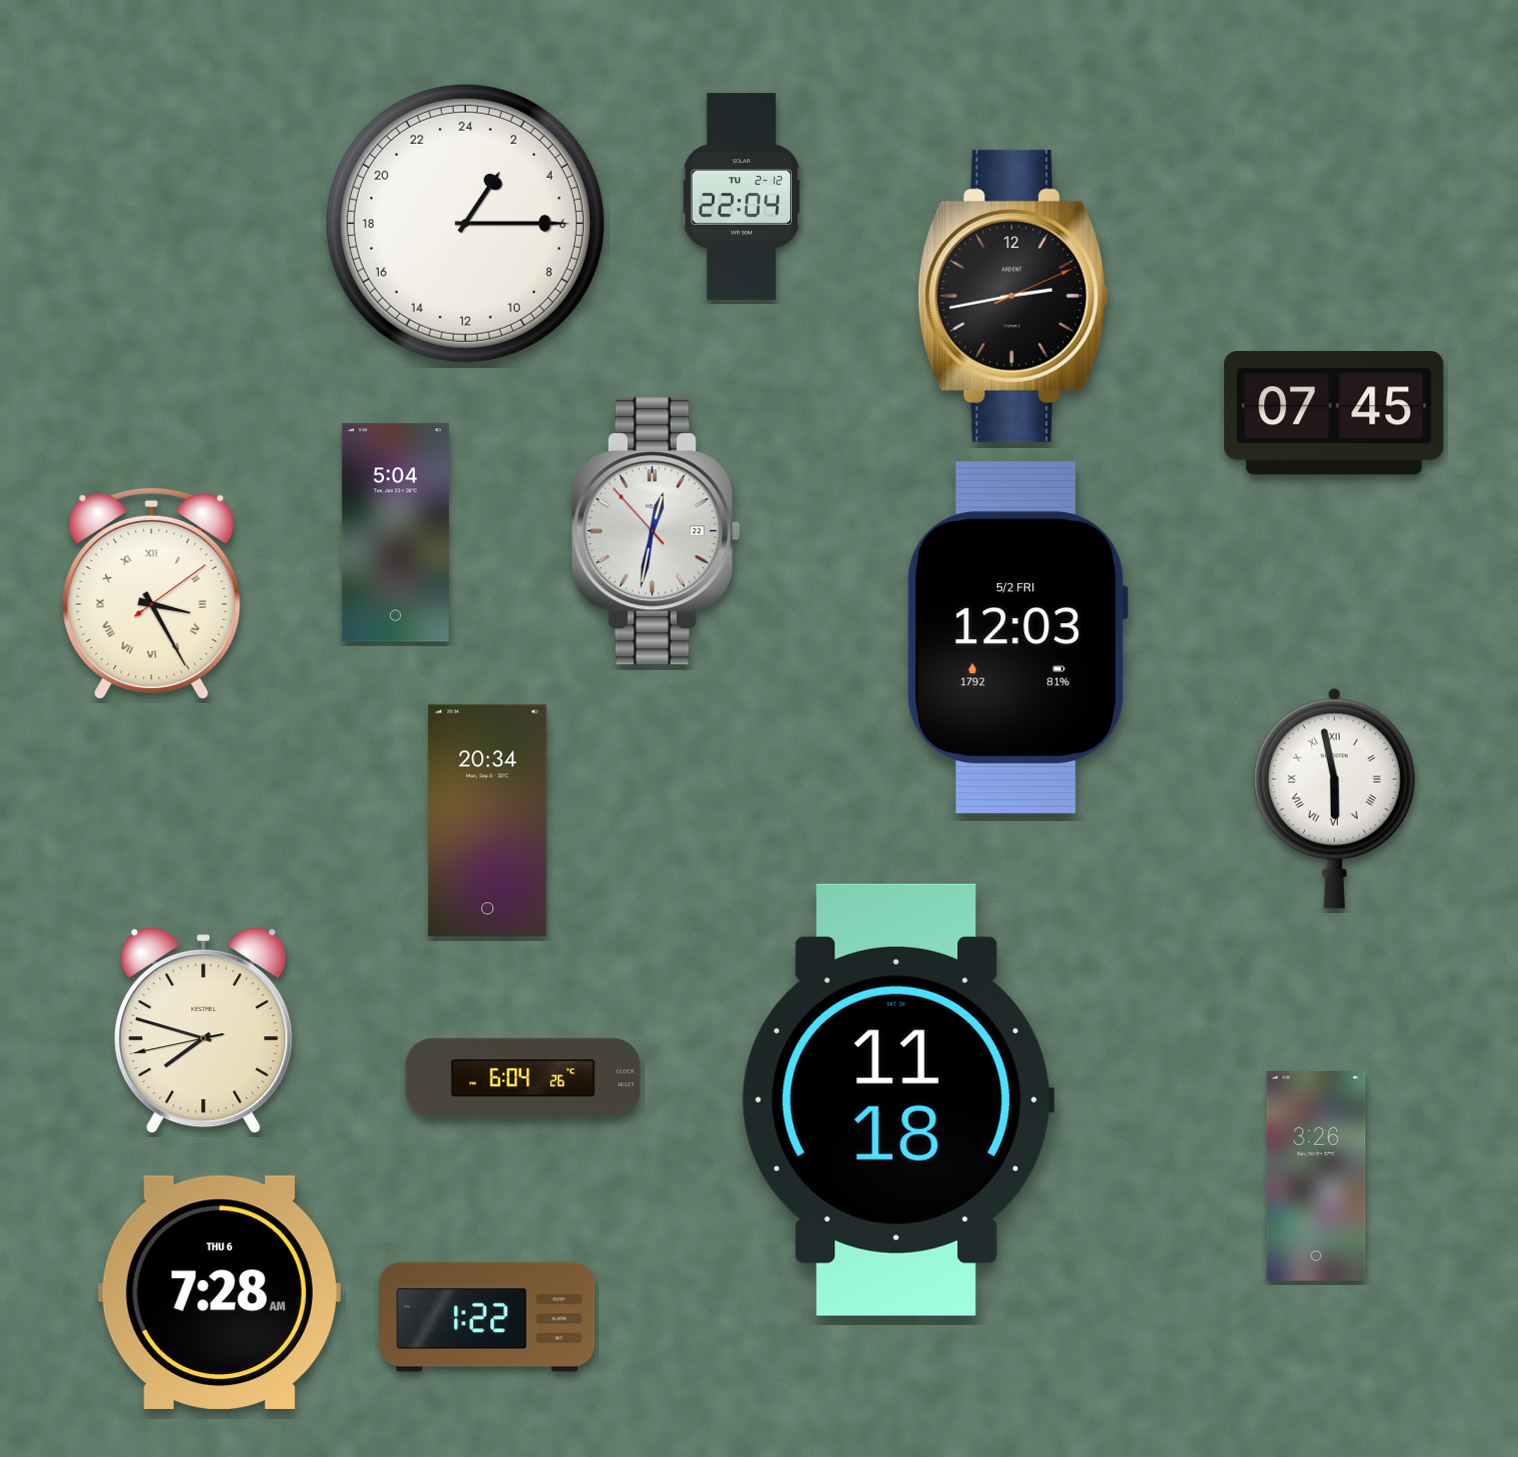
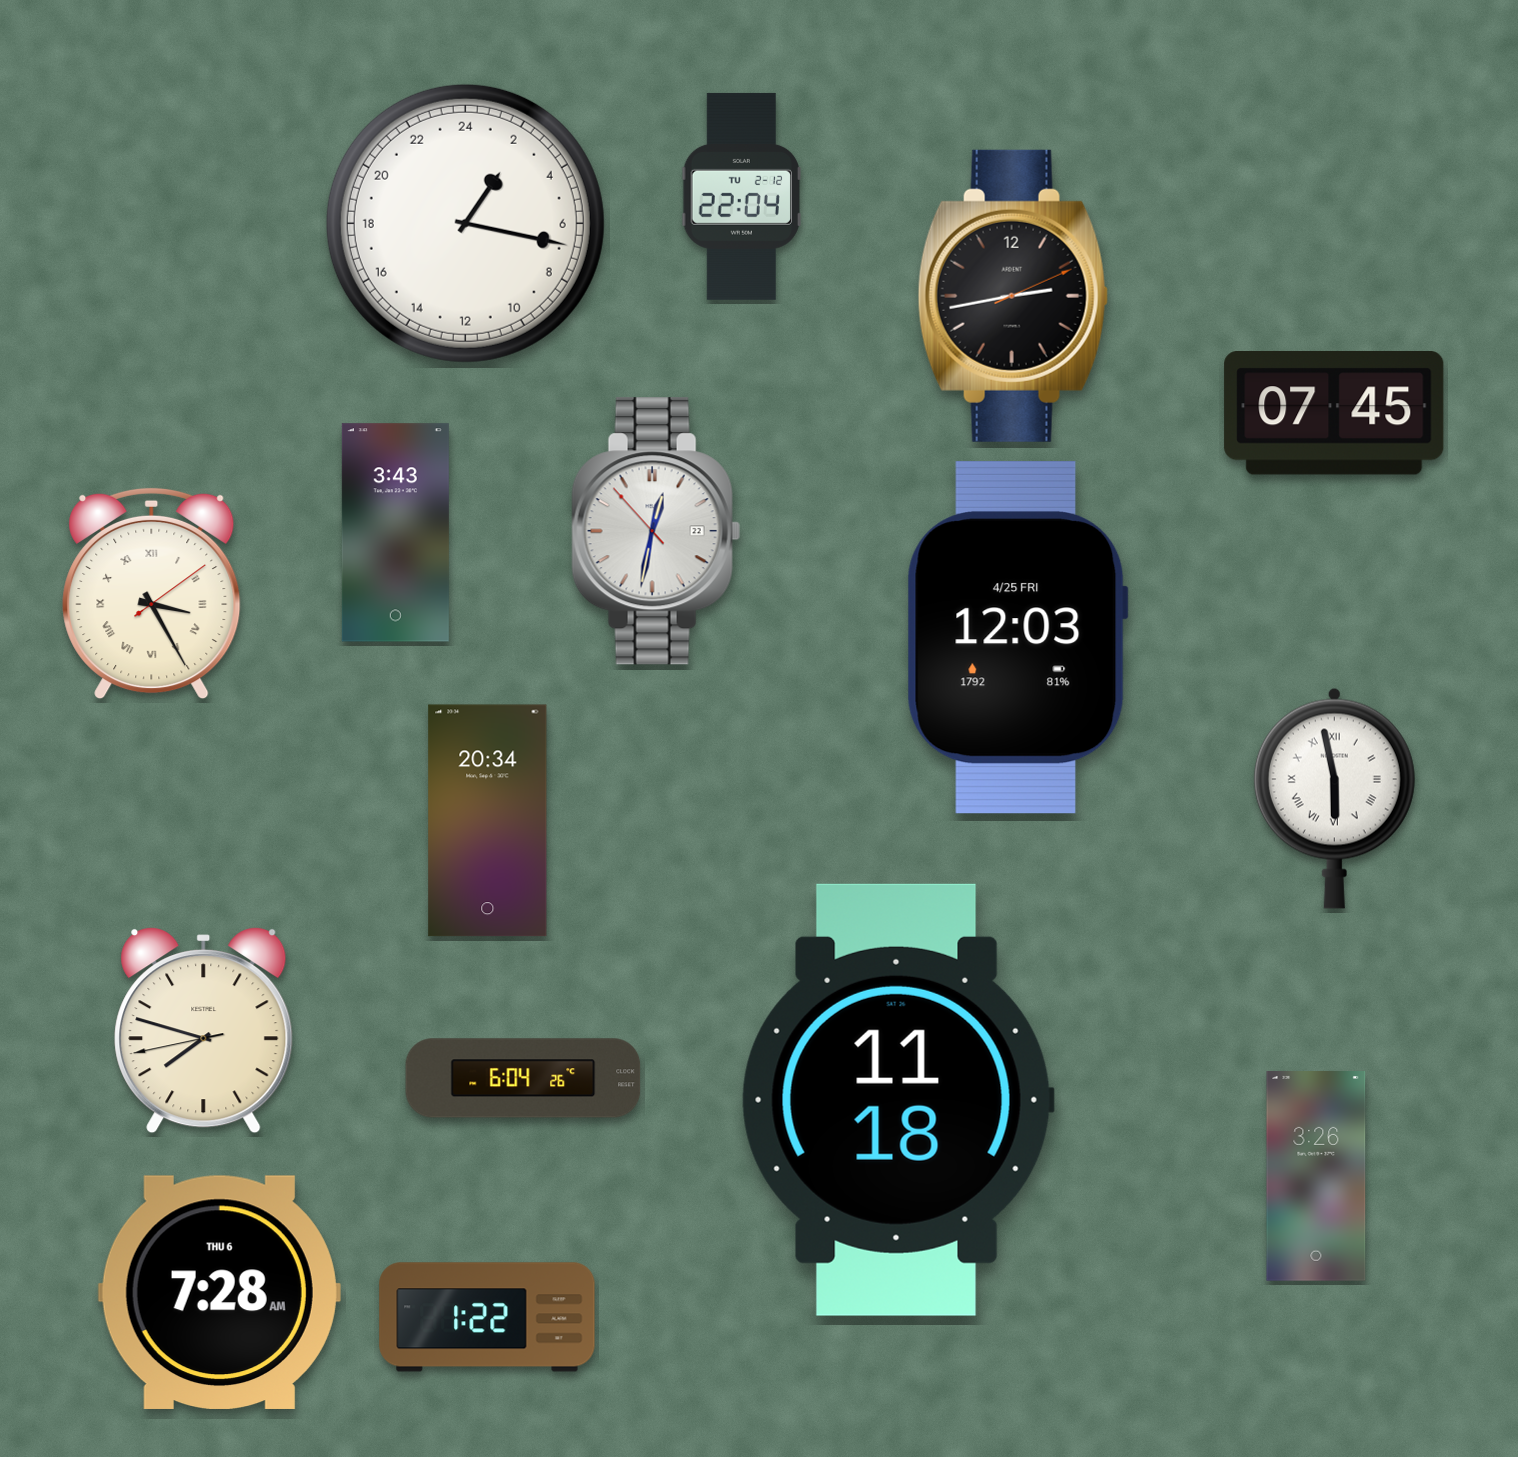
clock at (465, 223): 2:15 -> 2:17
clock at (395, 533): 5:04 -> 3:43
clock at (1017, 637) date: 5/2 FRI -> 4/25 FRI
